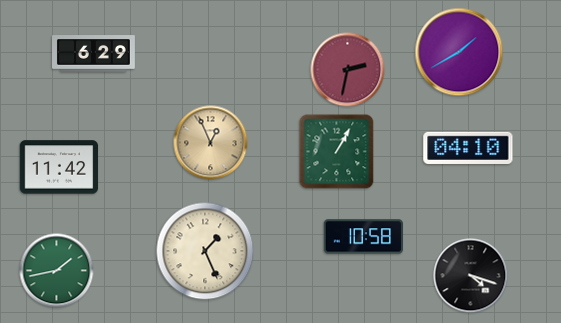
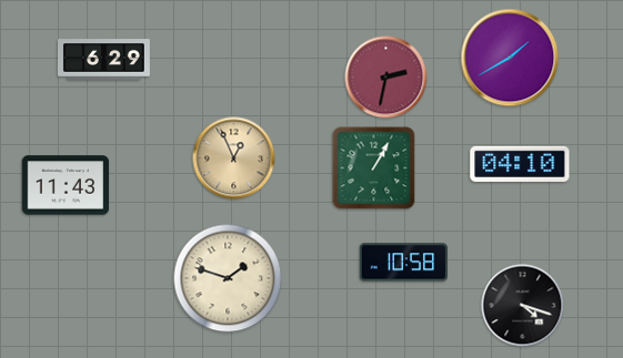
clock at (59, 167): 11:42 -> 11:43
clock at (205, 251): 1:26 -> 1:48
clock at (57, 271): 1:43 -> none
